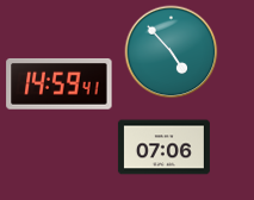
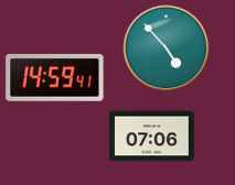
clock at (171, 51) position: (171, 51) -> (165, 47)
